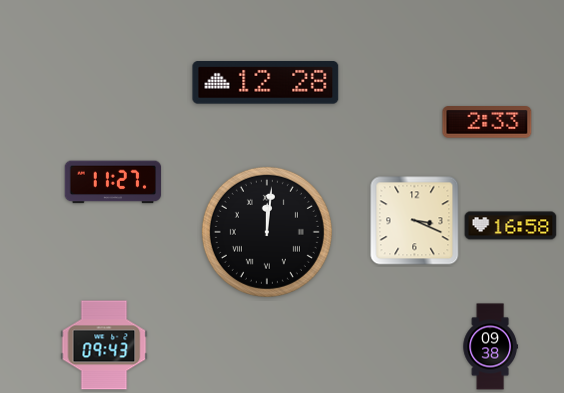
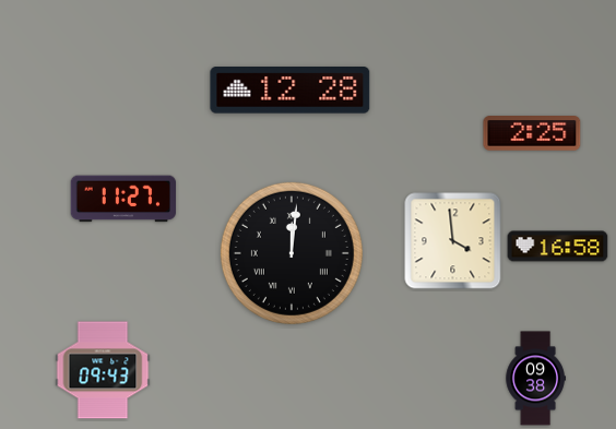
clock at (487, 122): 2:33 -> 2:25
clock at (415, 221): 3:19 -> 3:59
clock at (104, 345) position: (104, 345) -> (103, 370)
